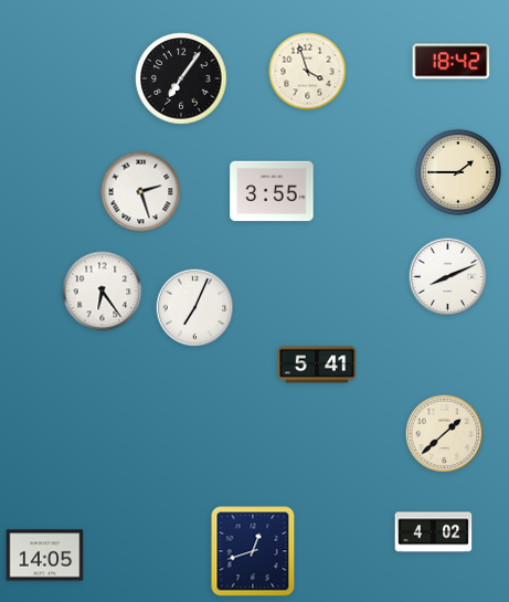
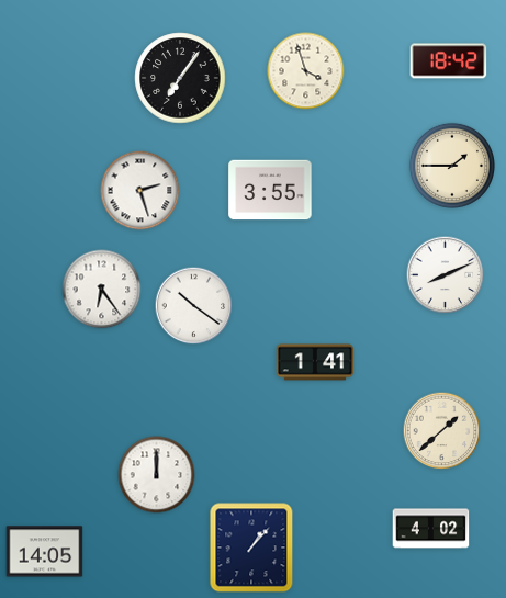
clock at (458, 172) position: (458, 172) -> (452, 166)
clock at (195, 308): 7:04 -> 10:21
clock at (317, 365): 5:41 -> 1:41
clock at (157, 475): none -> 12:00
clock at (253, 551): 12:42 -> 1:07
